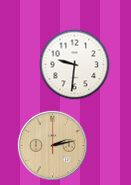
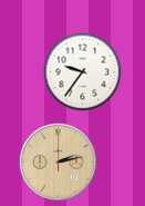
clock at (75, 65): 9:31 -> 9:36
